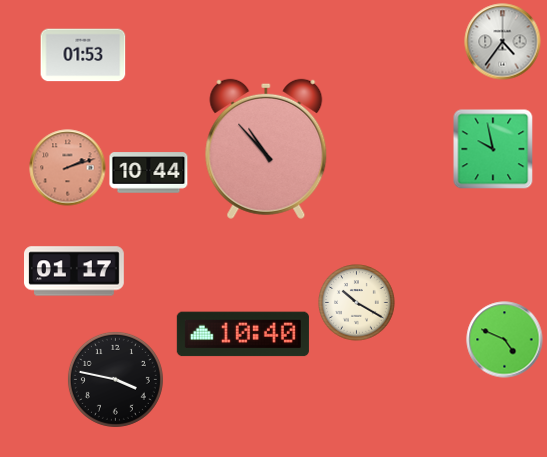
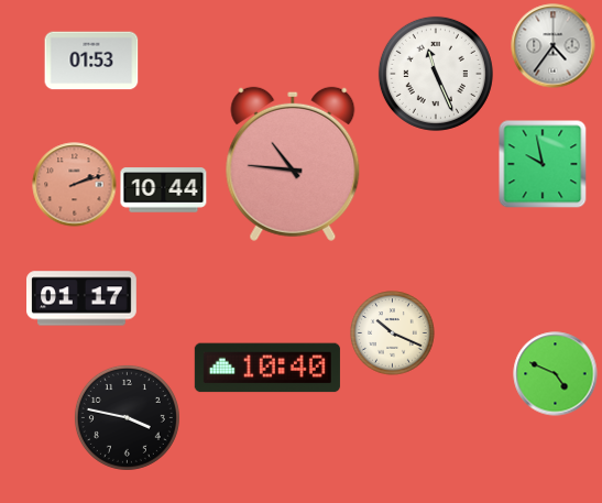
clock at (436, 74): none -> 11:26
clock at (266, 149): 10:53 -> 10:46
clock at (357, 303): 10:20 -> 10:19
